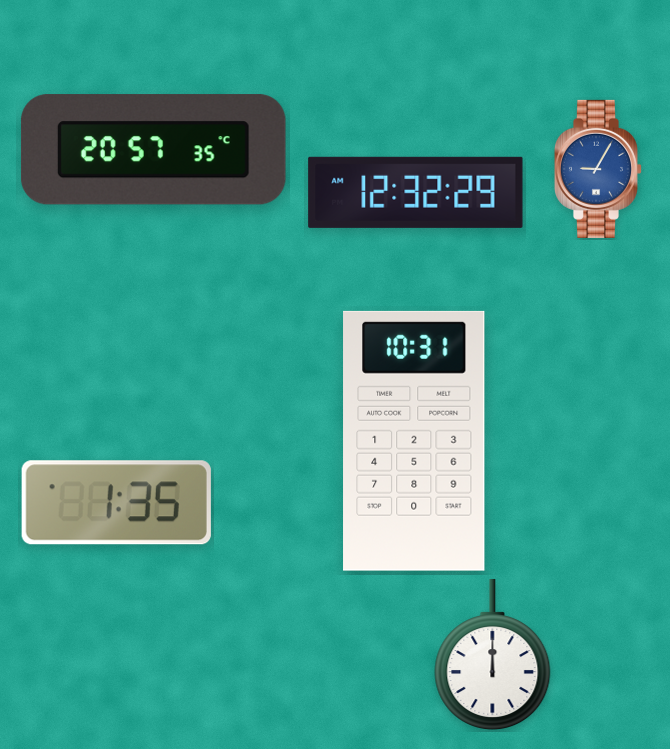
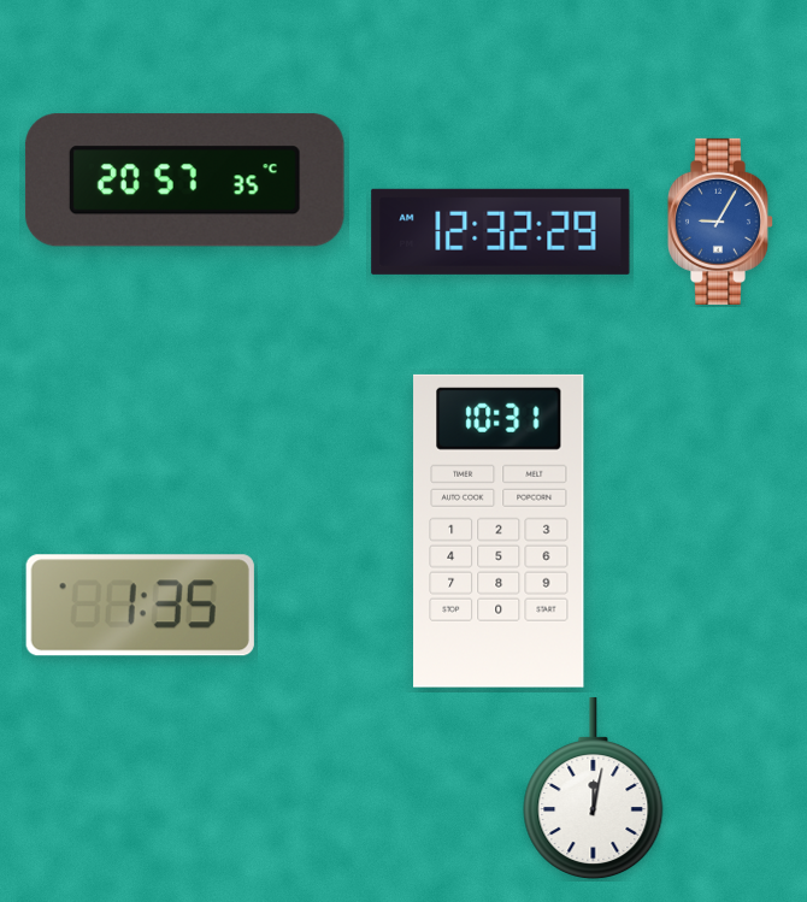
clock at (597, 169) position: (597, 169) -> (719, 222)
clock at (493, 655): 12:00 -> 12:02
